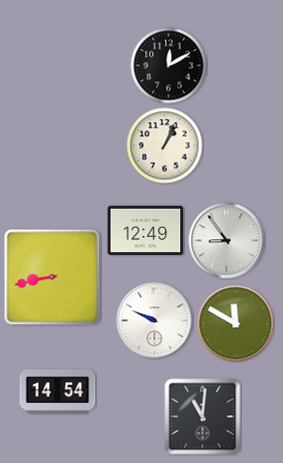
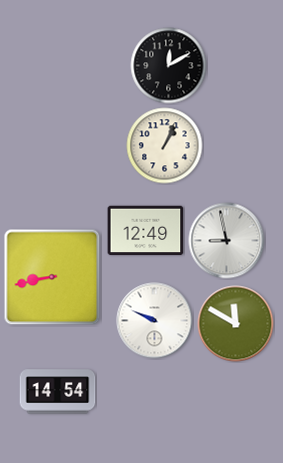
clock at (227, 241): 8:54 -> 8:58
clock at (203, 417): 11:01 -> none
